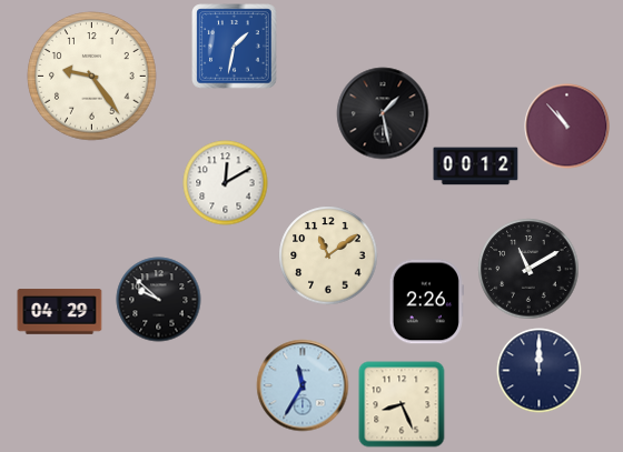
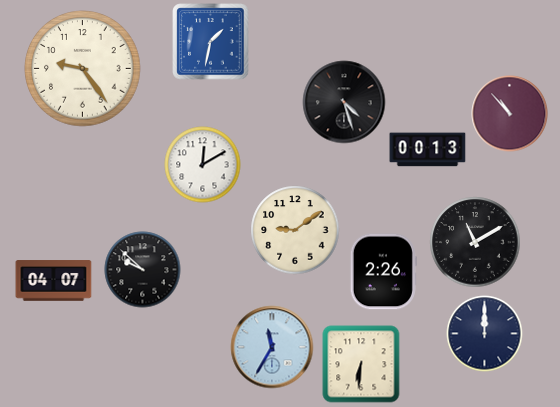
clock at (383, 113): 1:28 -> 4:27
clock at (476, 167): 00:12 -> 00:13
clock at (328, 255): 11:09 -> 9:09
clock at (60, 312): 04:29 -> 04:07
clock at (402, 404): 8:26 -> 6:31
